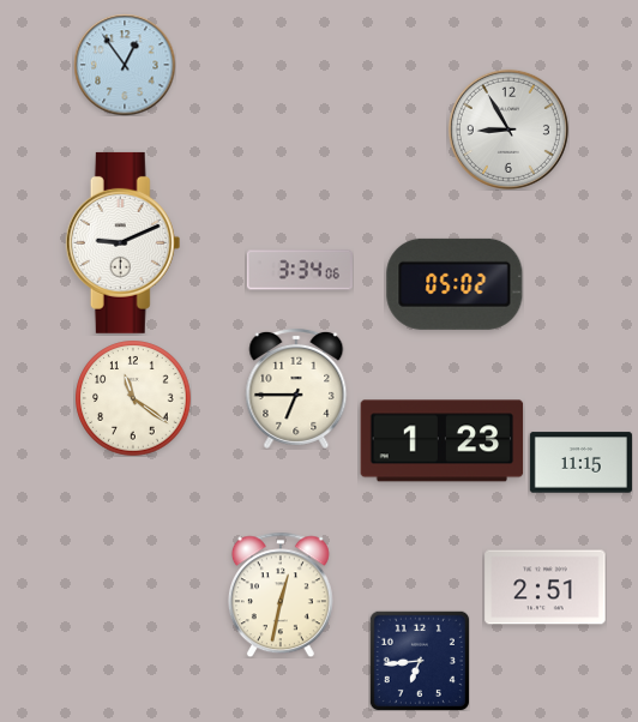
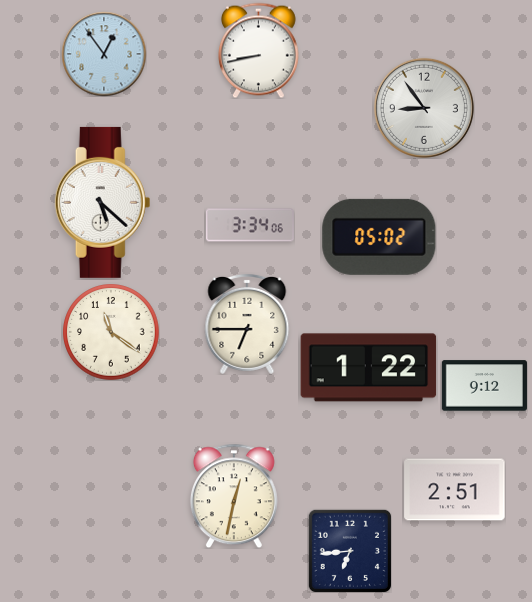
clock at (258, 50): none -> 8:43
clock at (508, 130): 8:55 -> 8:54
clock at (124, 242): 9:11 -> 5:22
clock at (443, 441): 1:23 -> 1:22
clock at (580, 463): 11:15 -> 9:12
